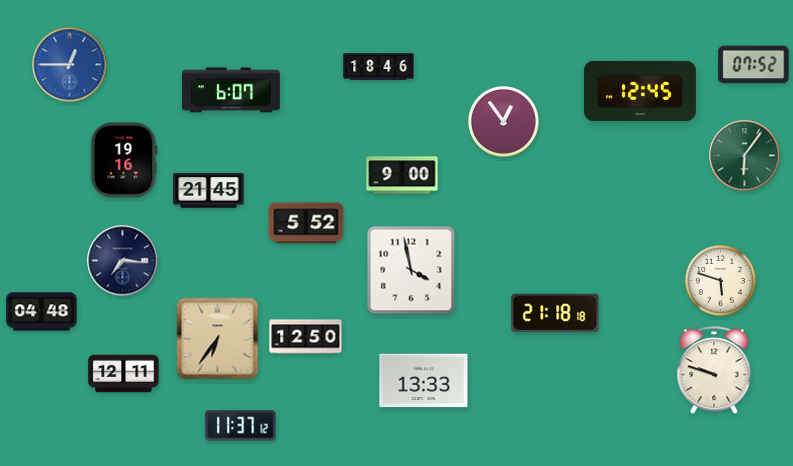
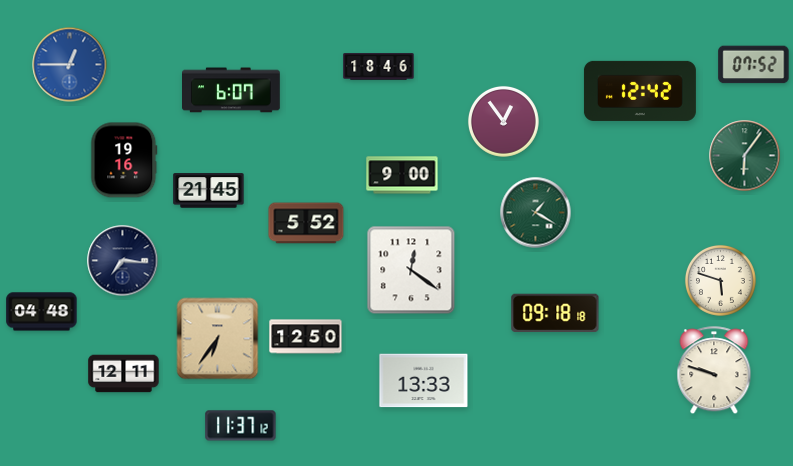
clock at (640, 91): 12:45 -> 12:42
clock at (536, 213): none -> 1:20
clock at (411, 270): 3:58 -> 12:21
clock at (555, 313): 21:18 -> 09:18
